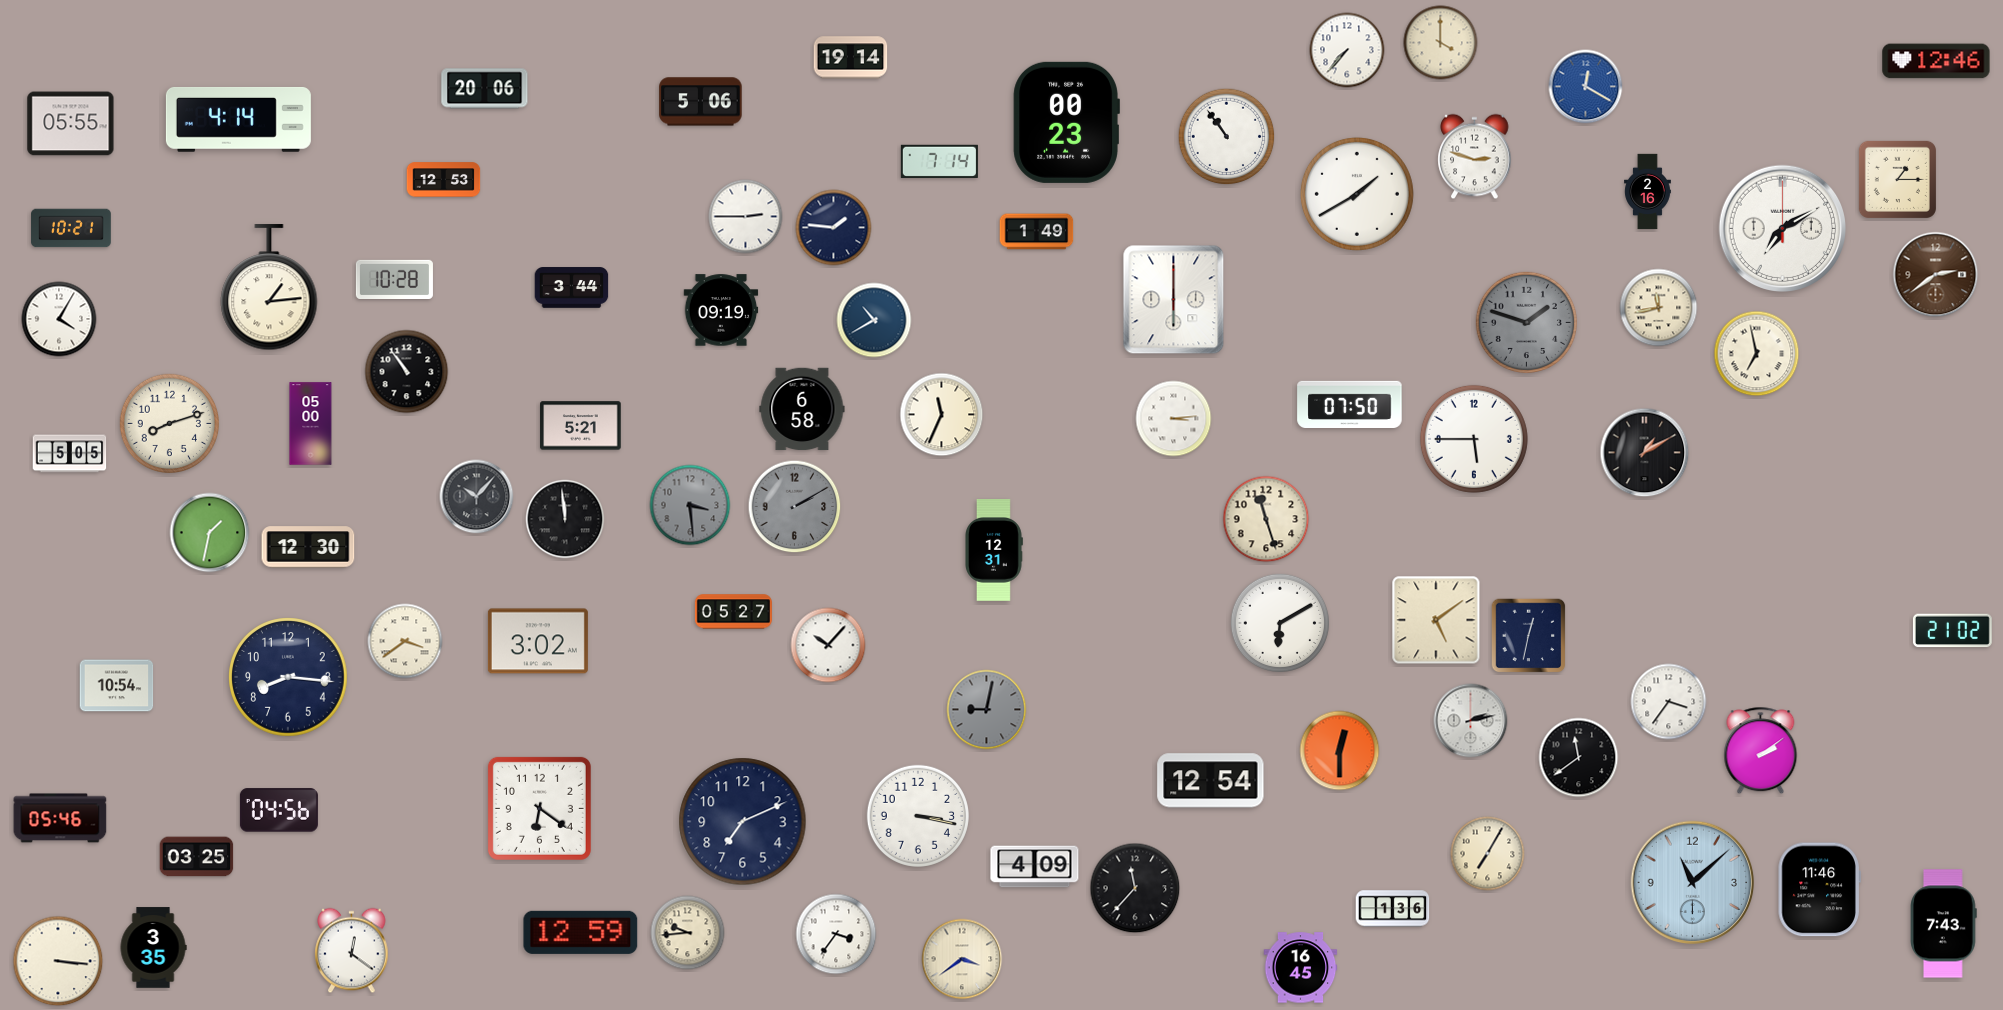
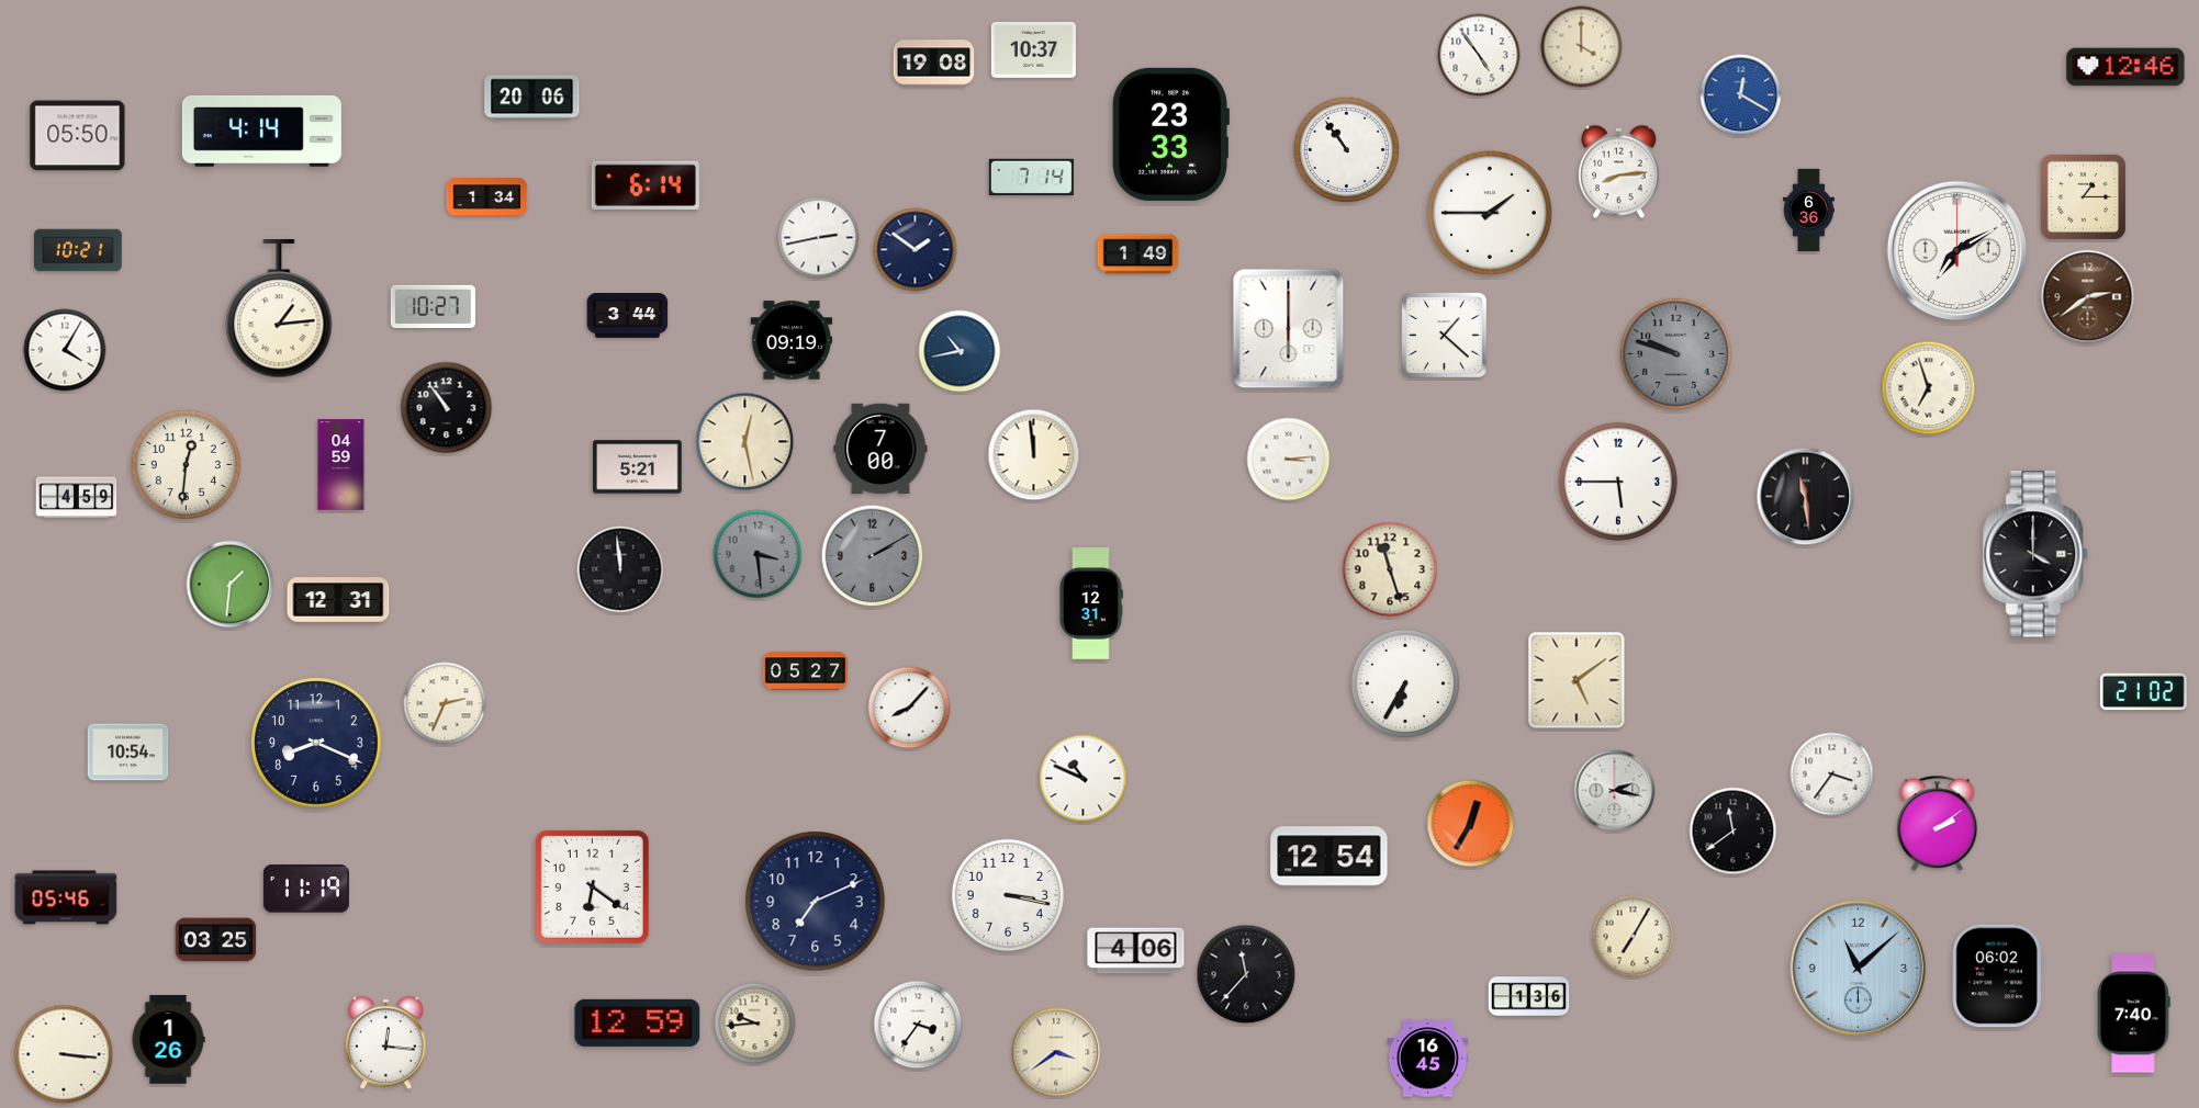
clock at (1033, 49): none -> 10:37
clock at (1347, 50): 7:37 -> 4:54
clock at (851, 58): 19:14 -> 19:08
clock at (701, 102): 5:06 -> none
clock at (1066, 122): 00:23 -> 23:33
clock at (71, 124): 05:55 -> 05:50
clock at (1475, 157): 2:48 -> 8:14
clock at (646, 185): none -> 6:14
clock at (444, 180): 12:53 -> 1:34
clock at (1648, 192): 2:16 -> 6:36
clock at (1357, 194): 1:40 -> 1:45
clock at (746, 217): 2:45 -> 2:43
clock at (834, 228): 1:46 -> 1:51
clock at (1936, 275) position: (1936, 275) -> (2088, 297)
clock at (394, 279): 10:28 -> 10:27
clock at (269, 288) position: (269, 288) -> (279, 309)
clock at (1445, 336): none -> 1:22
clock at (1659, 308): 11:43 -> none
clock at (874, 320): 10:40 -> 10:43
clock at (1526, 322): 1:48 -> 9:48
clock at (1757, 354): 6:58 -> 6:57
clock at (745, 442): none -> 12:28
clock at (1350, 404): 07:50 -> none
clock at (802, 409): 6:58 -> 7:00
clock at (942, 415): 11:34 -> 11:59
clock at (169, 423): 8:12 -> 12:31
clock at (311, 424): 05:00 -> 04:59
clock at (1645, 453): 1:10 -> 11:29
clock at (70, 454): 5:05 -> 4:59
clock at (477, 497): 10:07 -> none
clock at (2037, 554): none -> 4:00
clock at (210, 533): 1:32 -> 1:31
clock at (308, 547): 12:30 -> 12:31
clock at (1280, 623): 6:10 -> 6:35
clock at (1529, 636): 12:32 -> none
clock at (405, 641): 3:39 -> 2:34
clock at (538, 641): 3:02 -> none
clock at (828, 645): 10:07 -> 8:07
clock at (288, 677): 8:16 -> 8:19
clock at (1669, 702) position: (1669, 702) -> (1832, 775)
clock at (987, 710): 9:02 -> 10:49
clock at (987, 710) dial: grey -> white
clock at (1471, 721): 2:13 -> 2:17
clock at (1340, 751): 12:30 -> 12:35
clock at (1761, 751) position: (1761, 751) -> (1938, 824)
clock at (279, 810): 04:56 -> 11:19
clock at (1035, 867): 4:09 -> 4:06
clock at (1819, 890): 11:46 -> 06:02
clock at (1944, 924): 7:43 -> 7:40
clock at (153, 948): 3:35 -> 1:26
clock at (352, 951): 12:21 -> 12:16
clock at (1301, 968) position: (1301, 968) -> (1428, 1059)
